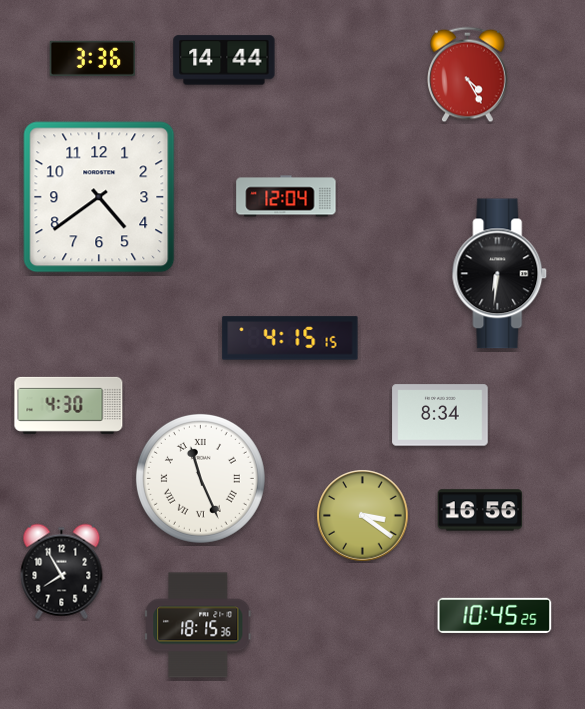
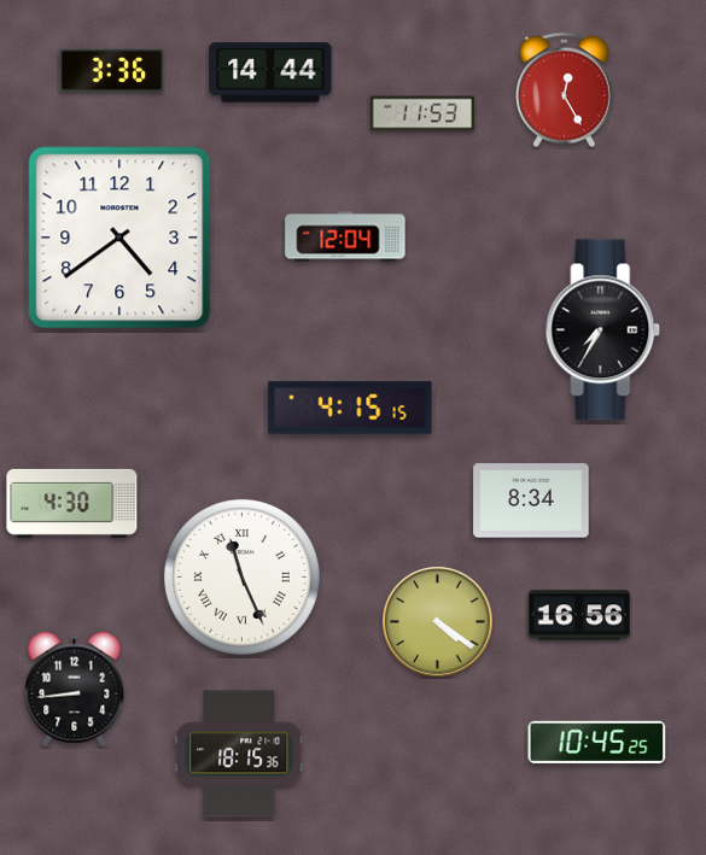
clock at (468, 75): 4:25 -> 12:25
clock at (422, 113): none -> 11:53
clock at (500, 274): 6:31 -> 7:35
clock at (69, 405) position: (69, 405) -> (72, 503)
clock at (363, 516): 3:21 -> 4:21
clock at (62, 572): 7:55 -> 8:44
